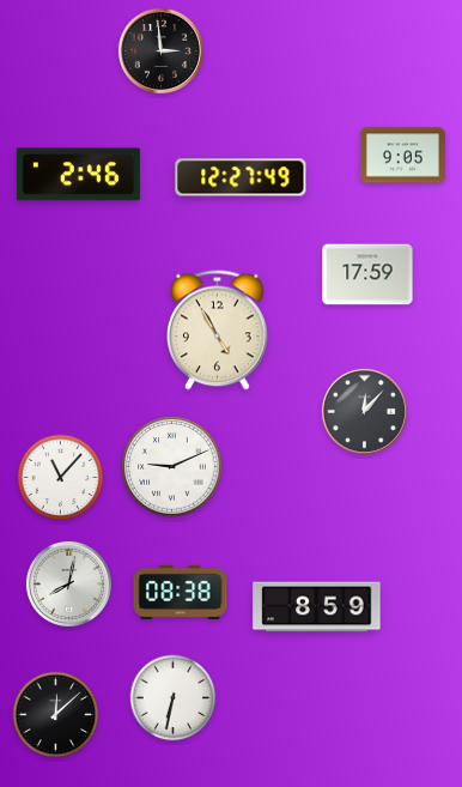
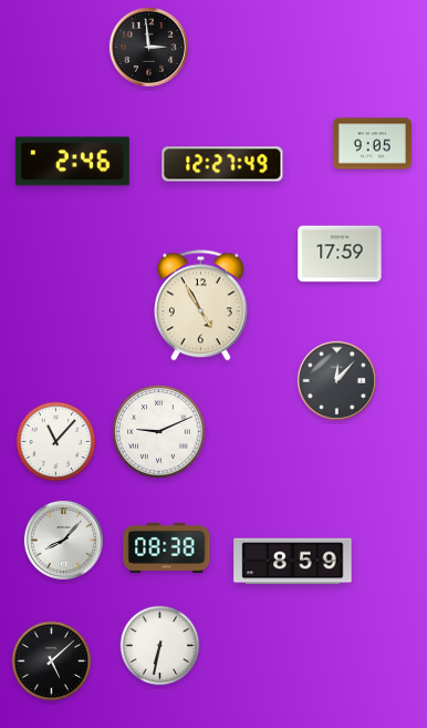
clock at (68, 583): 8:02 -> 8:07
clock at (56, 715): 12:08 -> 5:08
